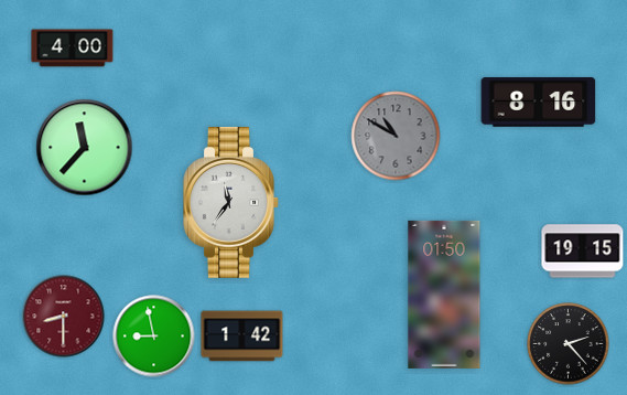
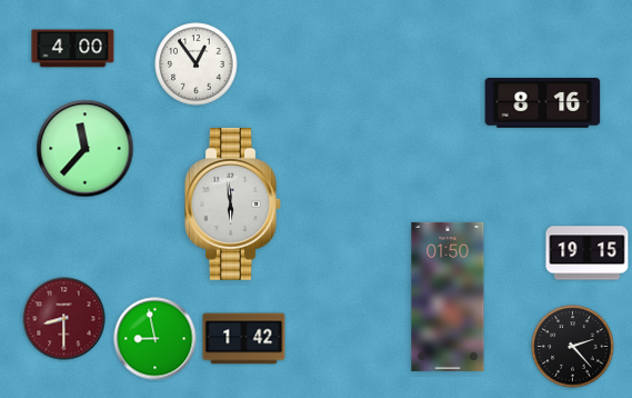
clock at (197, 64): none -> 12:54
clock at (396, 136): 10:50 -> none
clock at (231, 202): 11:36 -> 5:59
